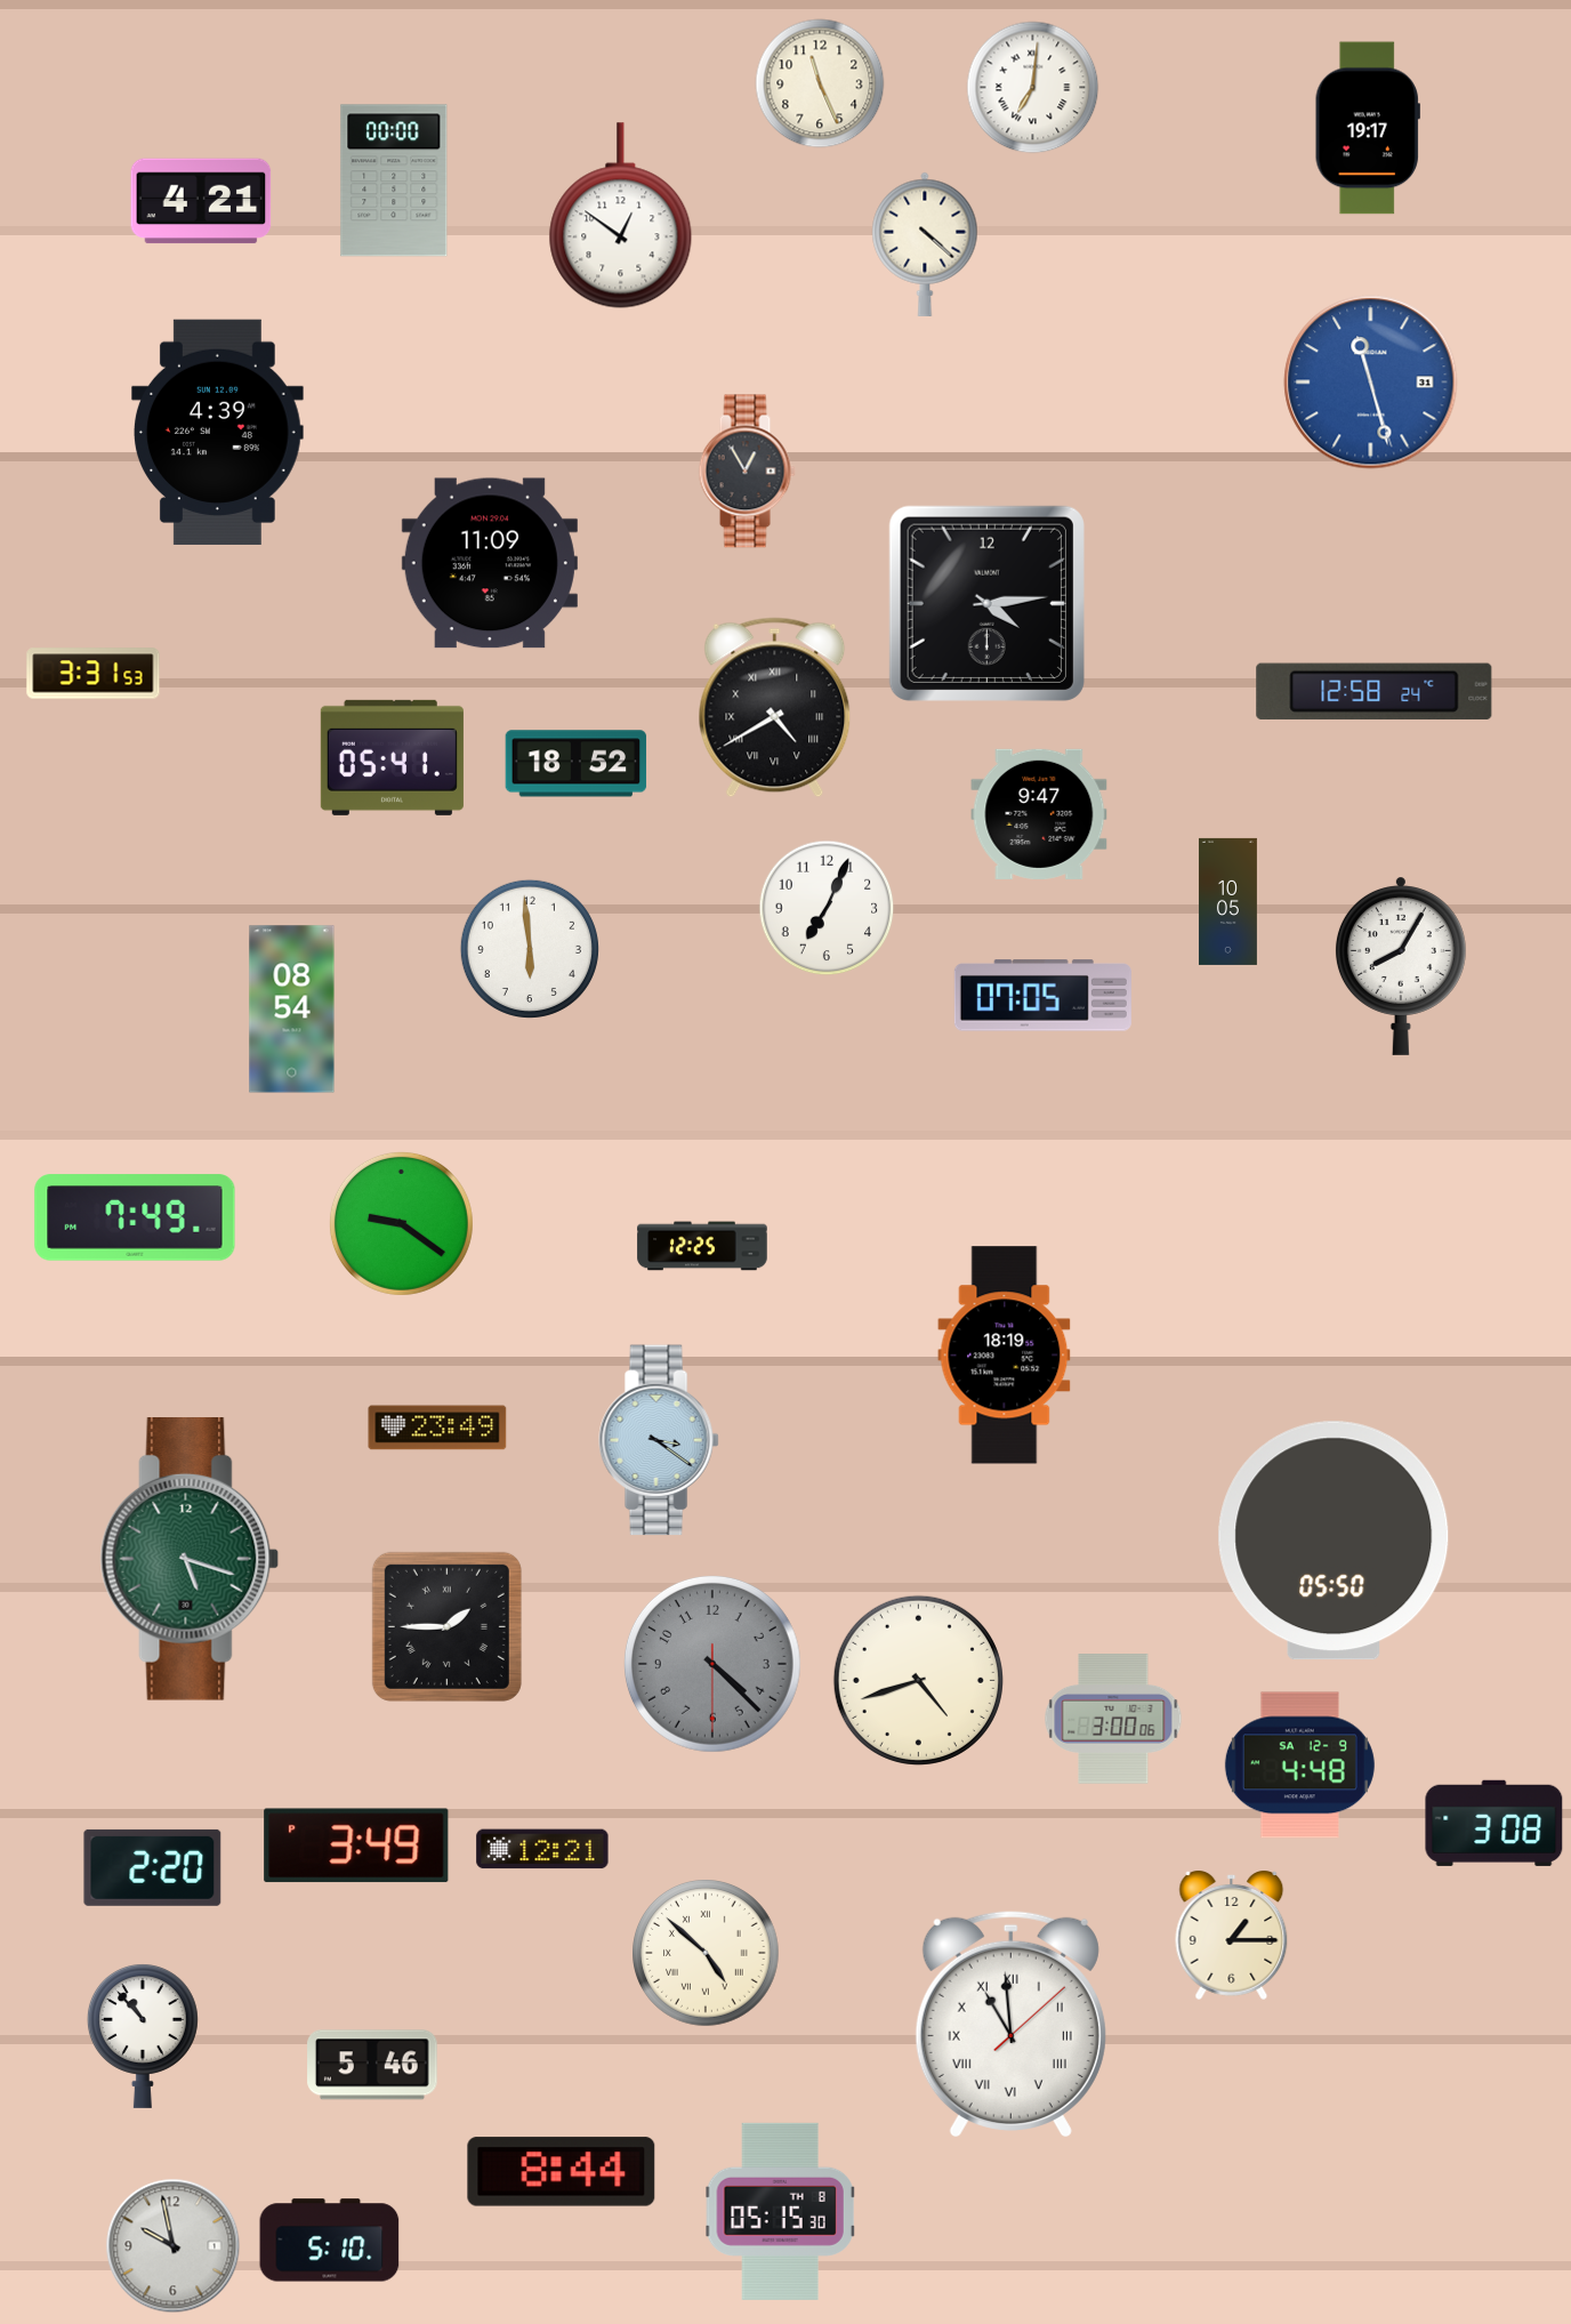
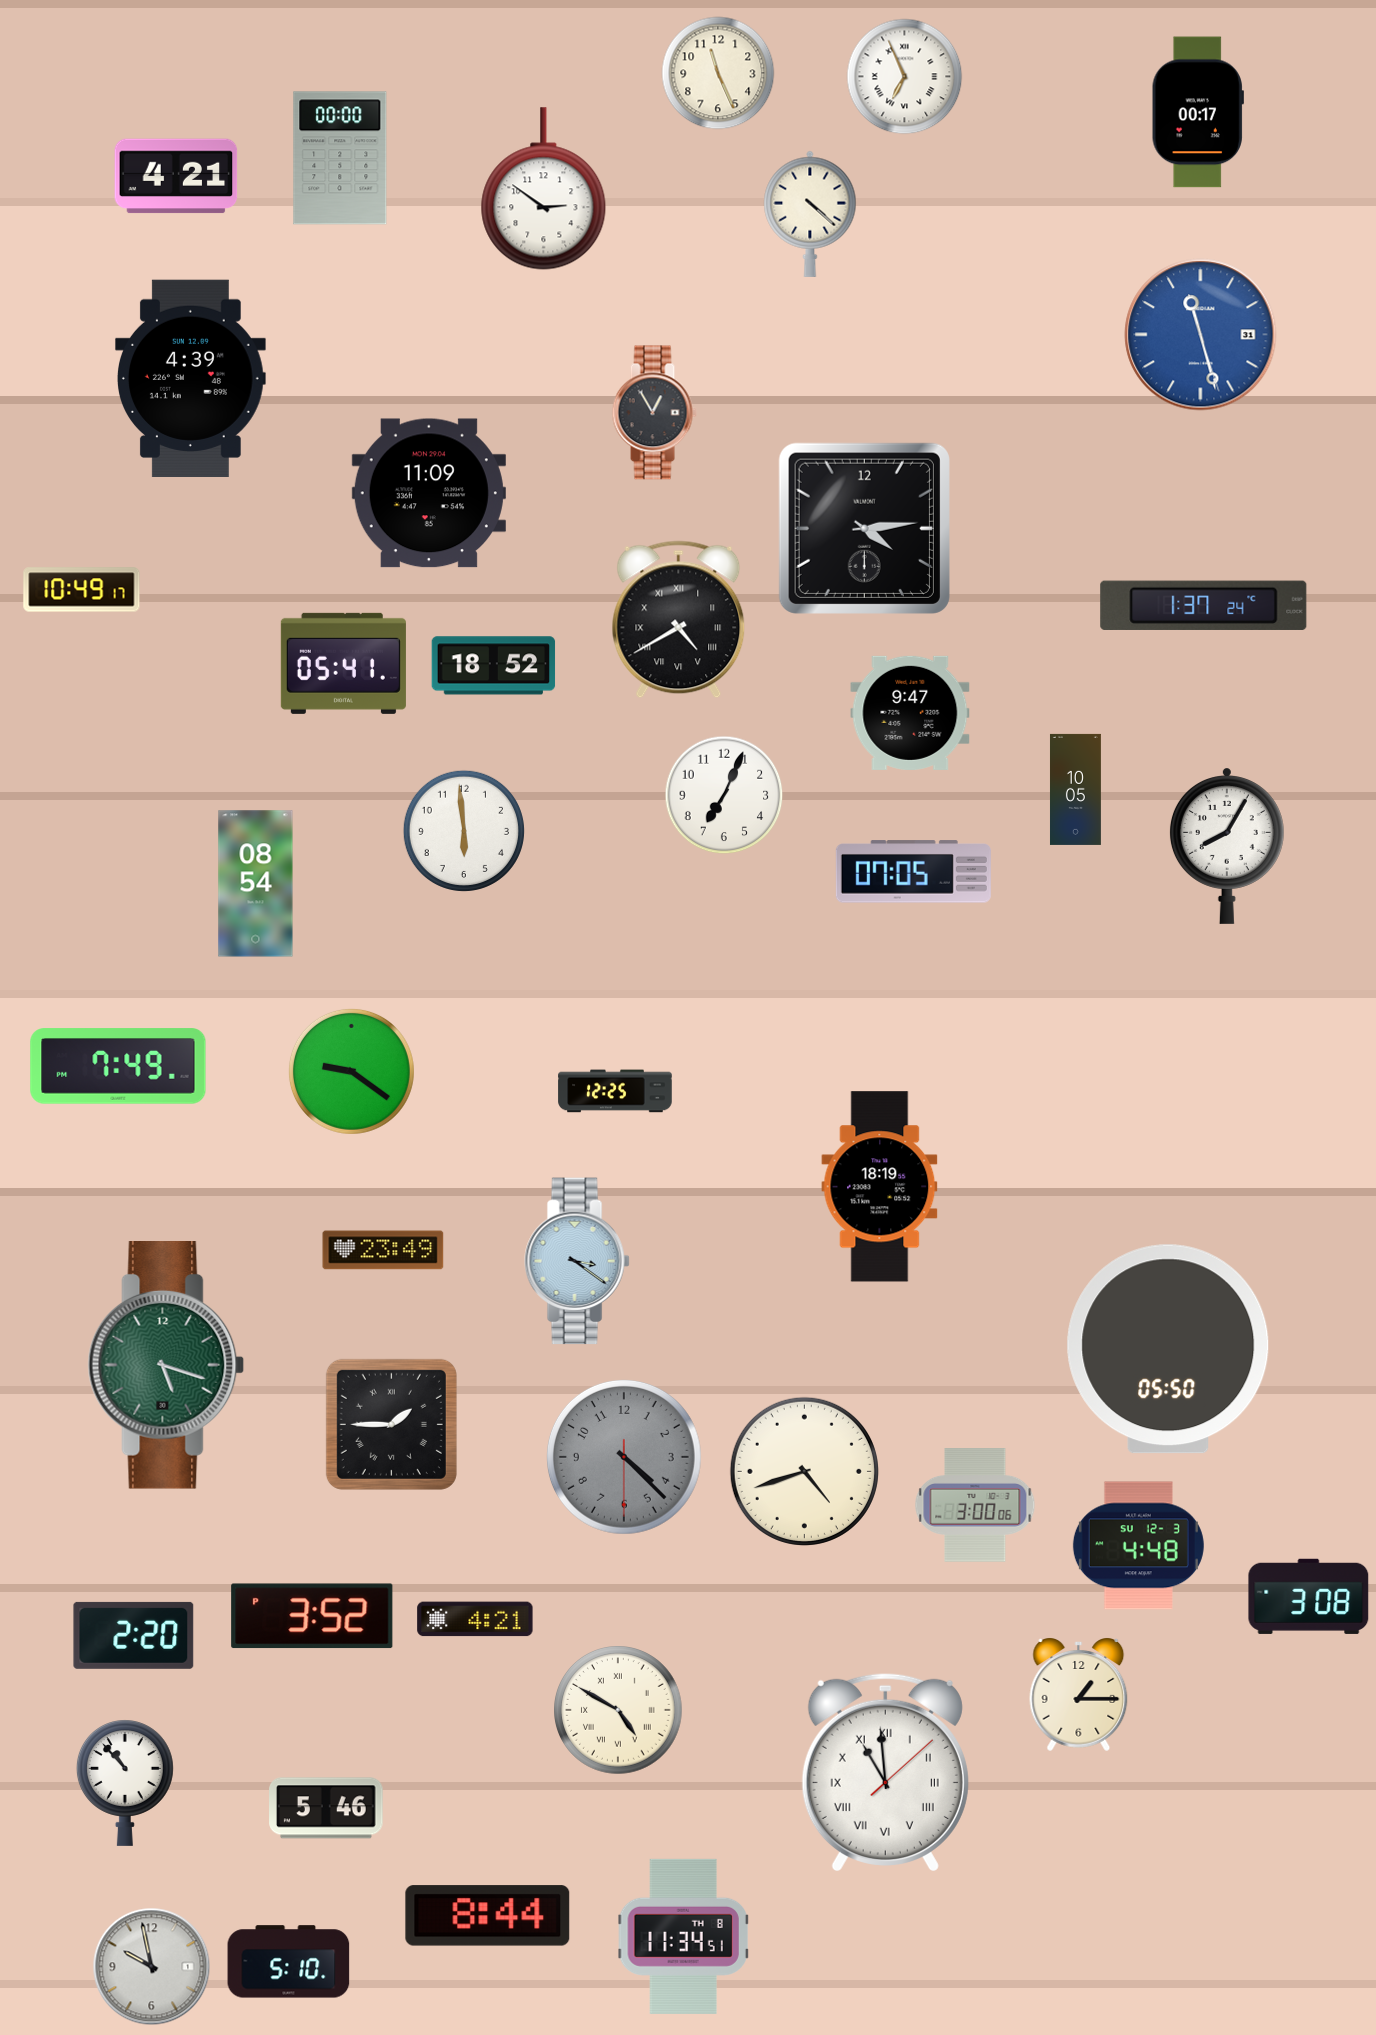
clock at (1033, 88): 7:01 -> 6:56
clock at (1368, 128): 19:17 -> 00:17
clock at (394, 180) position: (394, 180) -> (340, 158)
clock at (621, 216): 12:51 -> 2:51
clock at (94, 674): 3:31 -> 10:49
clock at (1375, 691): 12:58 -> 1:37
clock at (577, 764) position: (577, 764) -> (494, 666)
clock at (1299, 1766) date: SA 12-9 -> SU 12-3
clock at (356, 1845): 3:49 -> 3:52
clock at (542, 1849): 12:21 -> 4:21
clock at (706, 1953): 4:52 -> 4:50
clock at (562, 2172) position: (562, 2172) -> (488, 1916)
clock at (781, 2211): 05:15 -> 11:34
